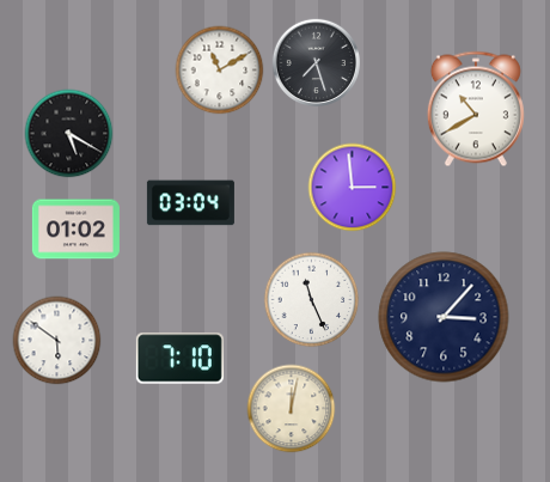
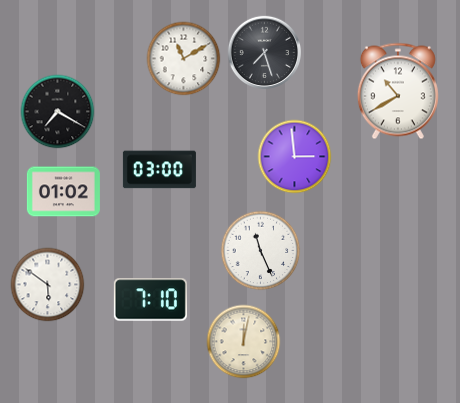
clock at (69, 134): 5:20 -> 7:20
clock at (190, 203): 03:04 -> 03:00
clock at (444, 317): 3:07 -> none
